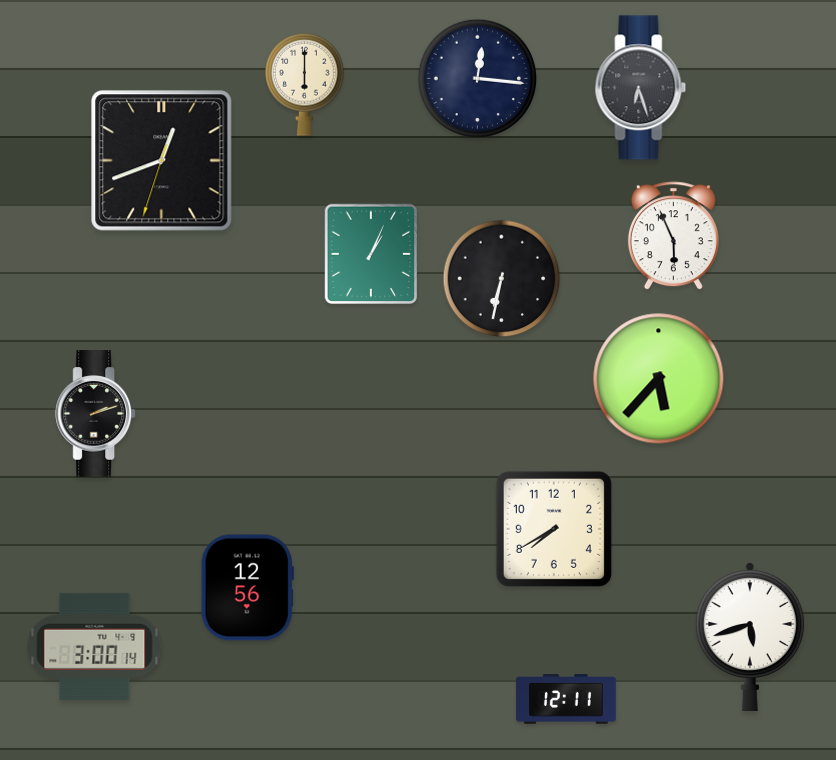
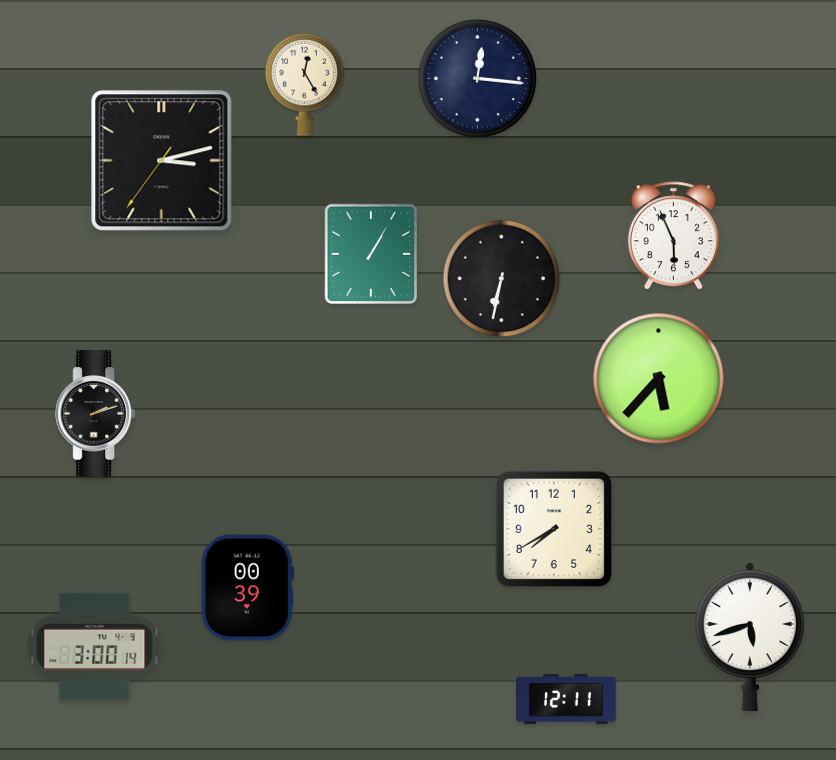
clock at (305, 84): 6:00 -> 12:25
clock at (641, 88): 6:27 -> none
clock at (162, 161): 12:41 -> 3:12
clock at (371, 254): 1:04 -> 1:05
clock at (247, 588): 12:56 -> 00:39
